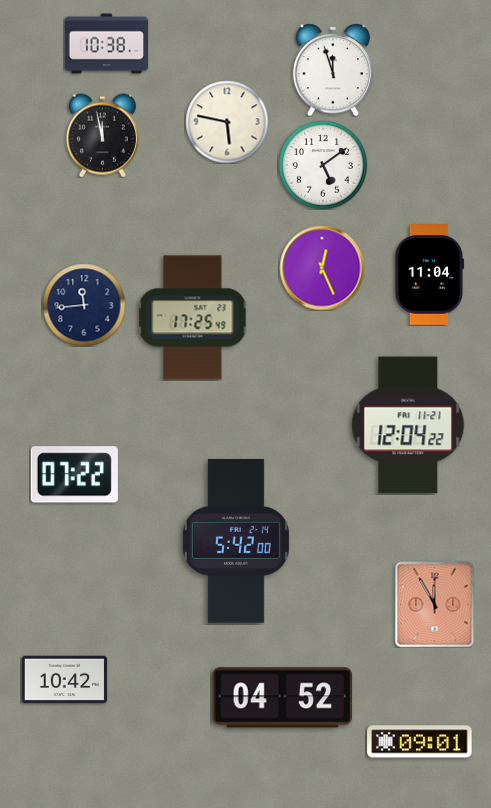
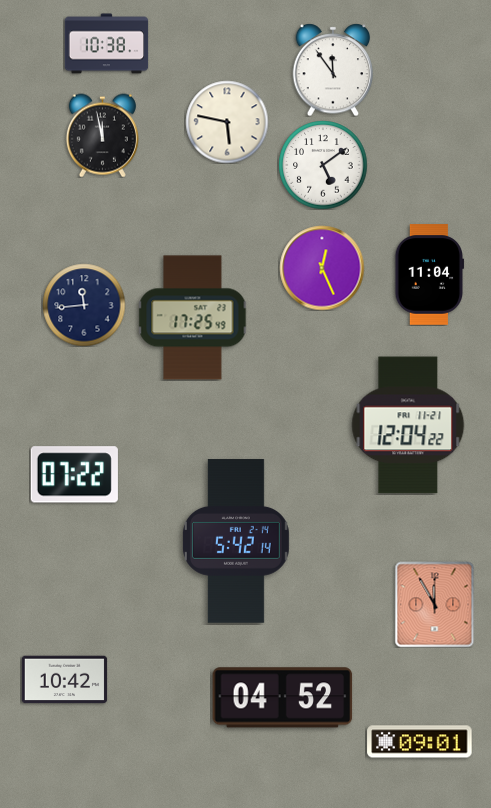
clock at (333, 70): 11:57 -> 11:54
clock at (236, 541): 5:42:00 -> 5:42:14
